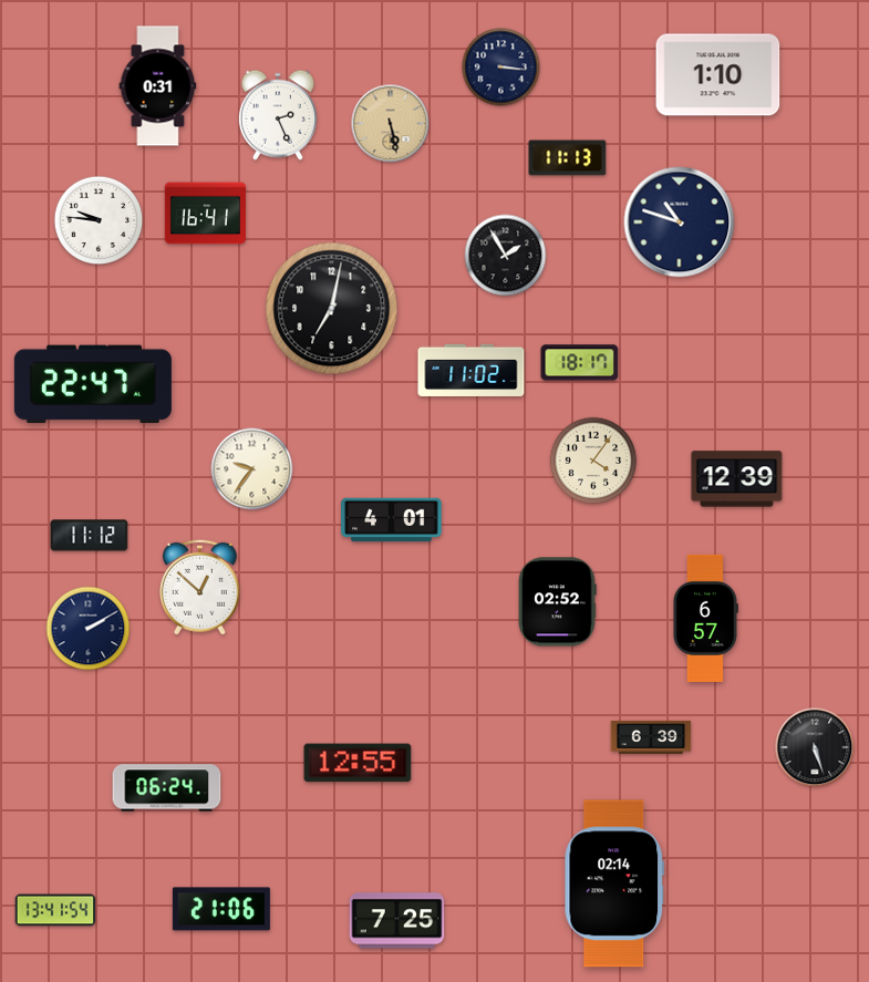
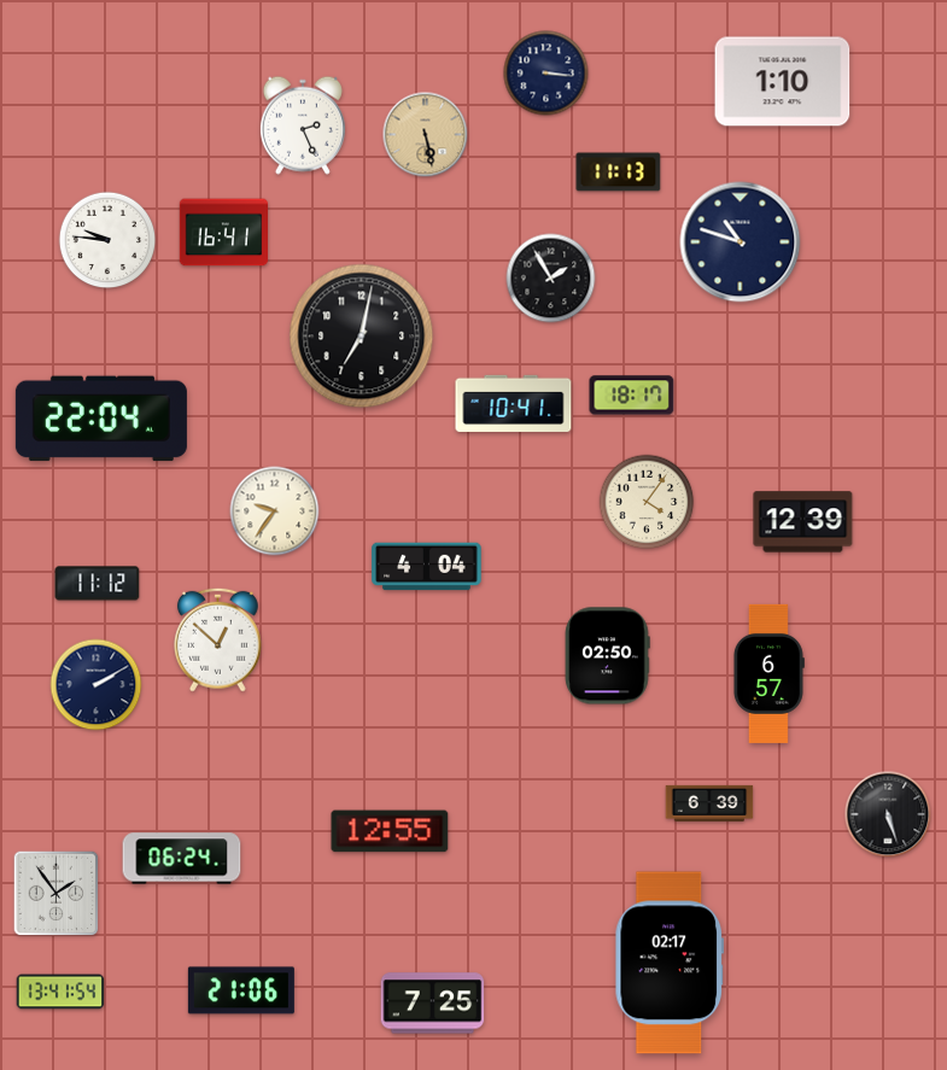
clock at (158, 86): 0:31 -> none
clock at (472, 370): 11:02 -> 10:41
clock at (93, 384): 22:47 -> 22:04
clock at (392, 520): 4:01 -> 4:04
clock at (557, 602): 02:52 -> 02:50
clock at (57, 894): none -> 1:54
clock at (614, 883): 02:14 -> 02:17
